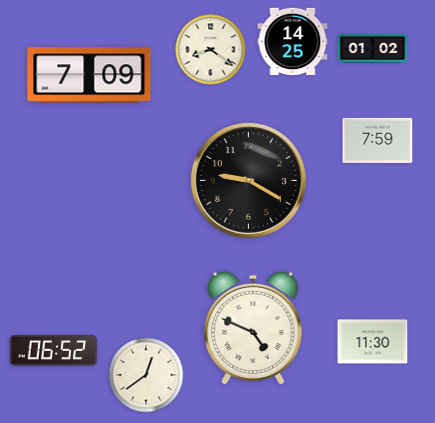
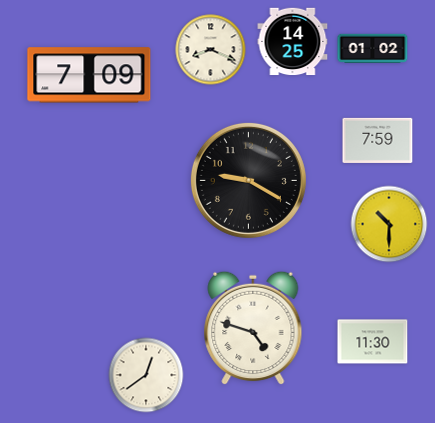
clock at (211, 50): 8:21 -> 8:19
clock at (389, 224): none -> 10:30
clock at (253, 328): 4:49 -> 4:48
clock at (54, 350): 06:52 -> none
